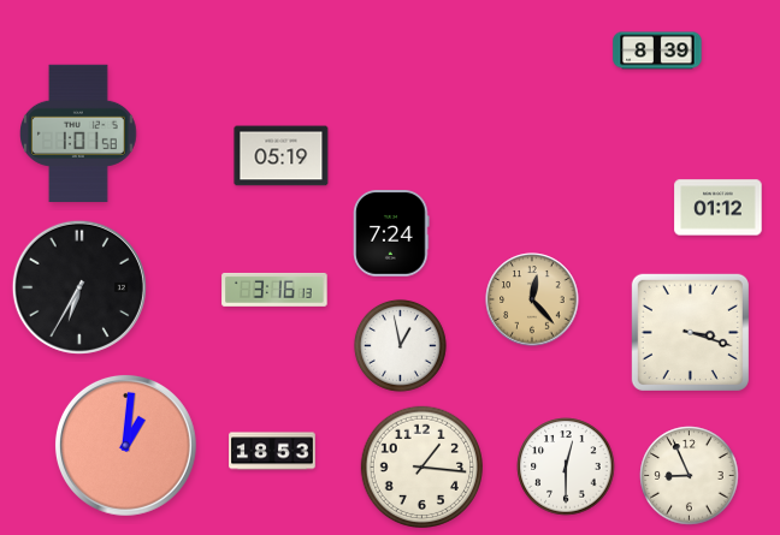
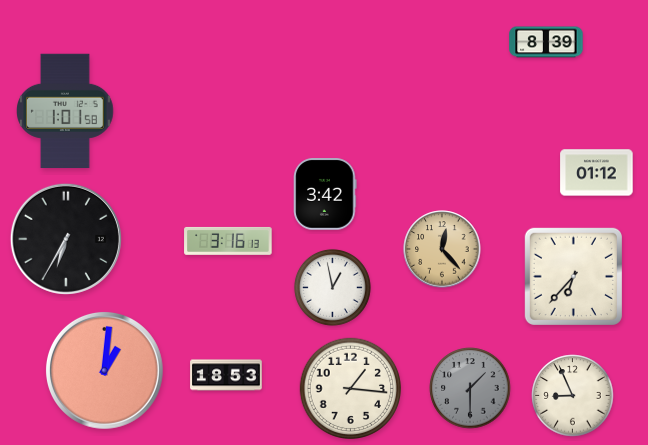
clock at (282, 156): 05:19 -> none
clock at (391, 233): 7:24 -> 3:42
clock at (690, 332): 3:18 -> 6:37
clock at (566, 466): 12:30 -> 1:30
clock at (566, 466) dial: white -> grey
